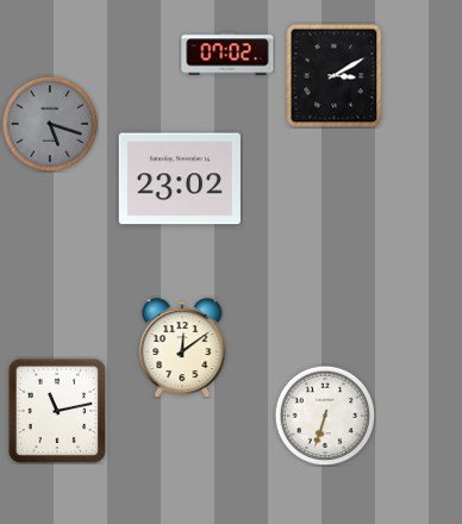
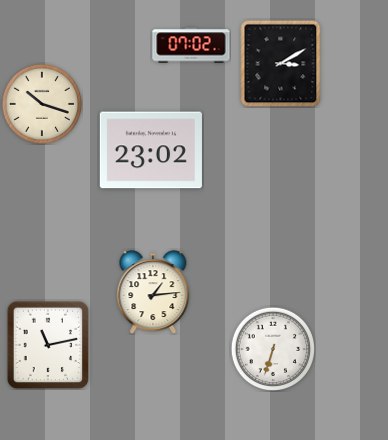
clock at (49, 123): 5:18 -> 10:18
clock at (49, 123) dial: grey -> cream
clock at (182, 348): 12:09 -> 1:14
